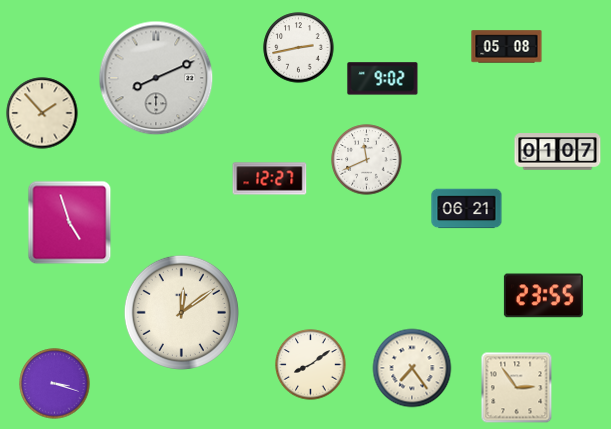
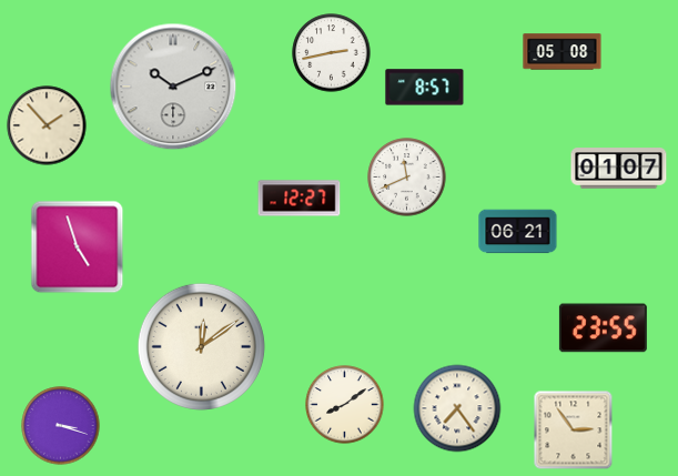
clock at (156, 78): 8:11 -> 10:11
clock at (383, 79): 9:02 -> 8:57
